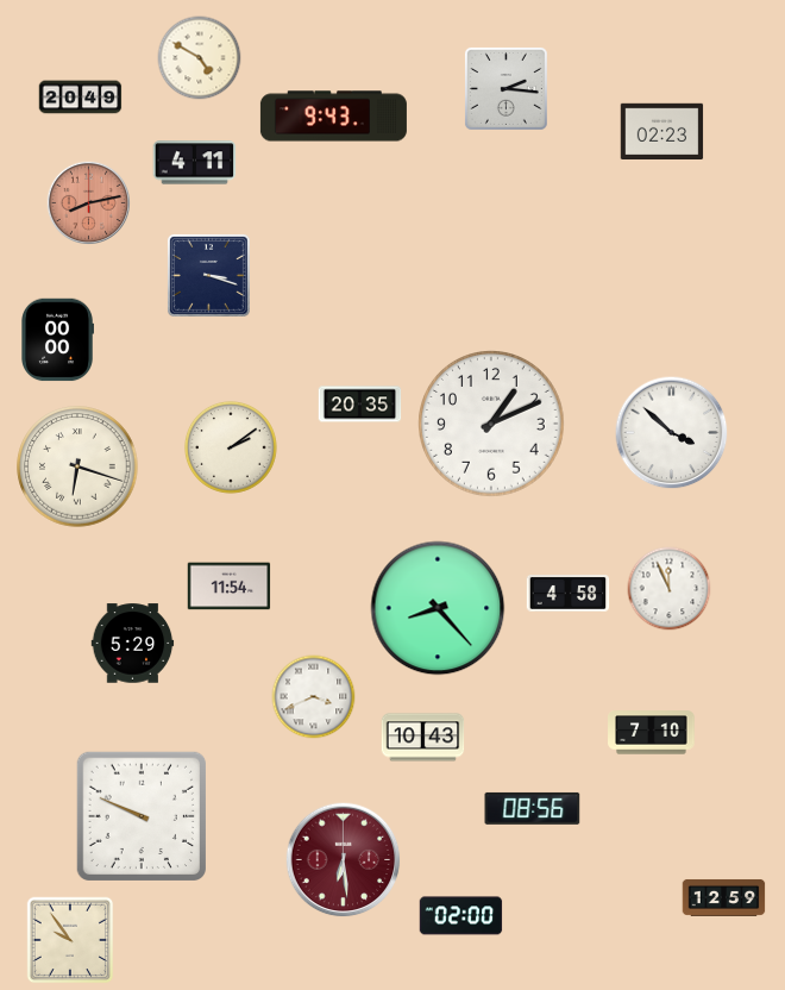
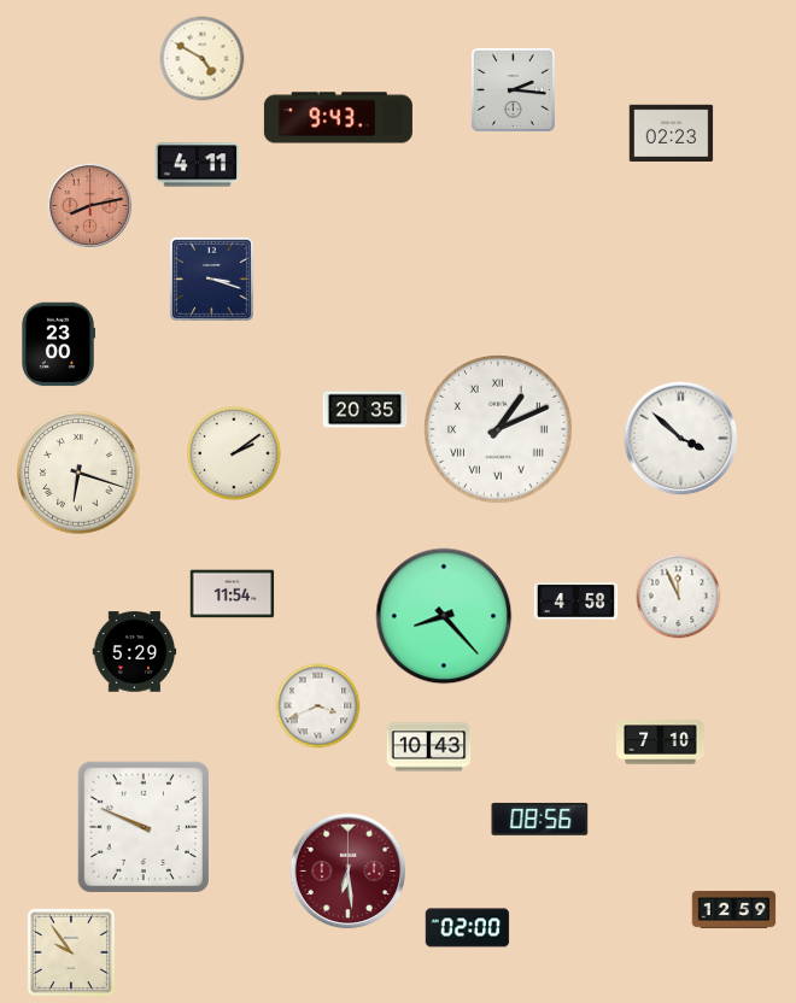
clock at (81, 98): 20:49 -> none
clock at (57, 340): 00:00 -> 23:00
clock at (492, 425) numerals: Arabic -> Roman
